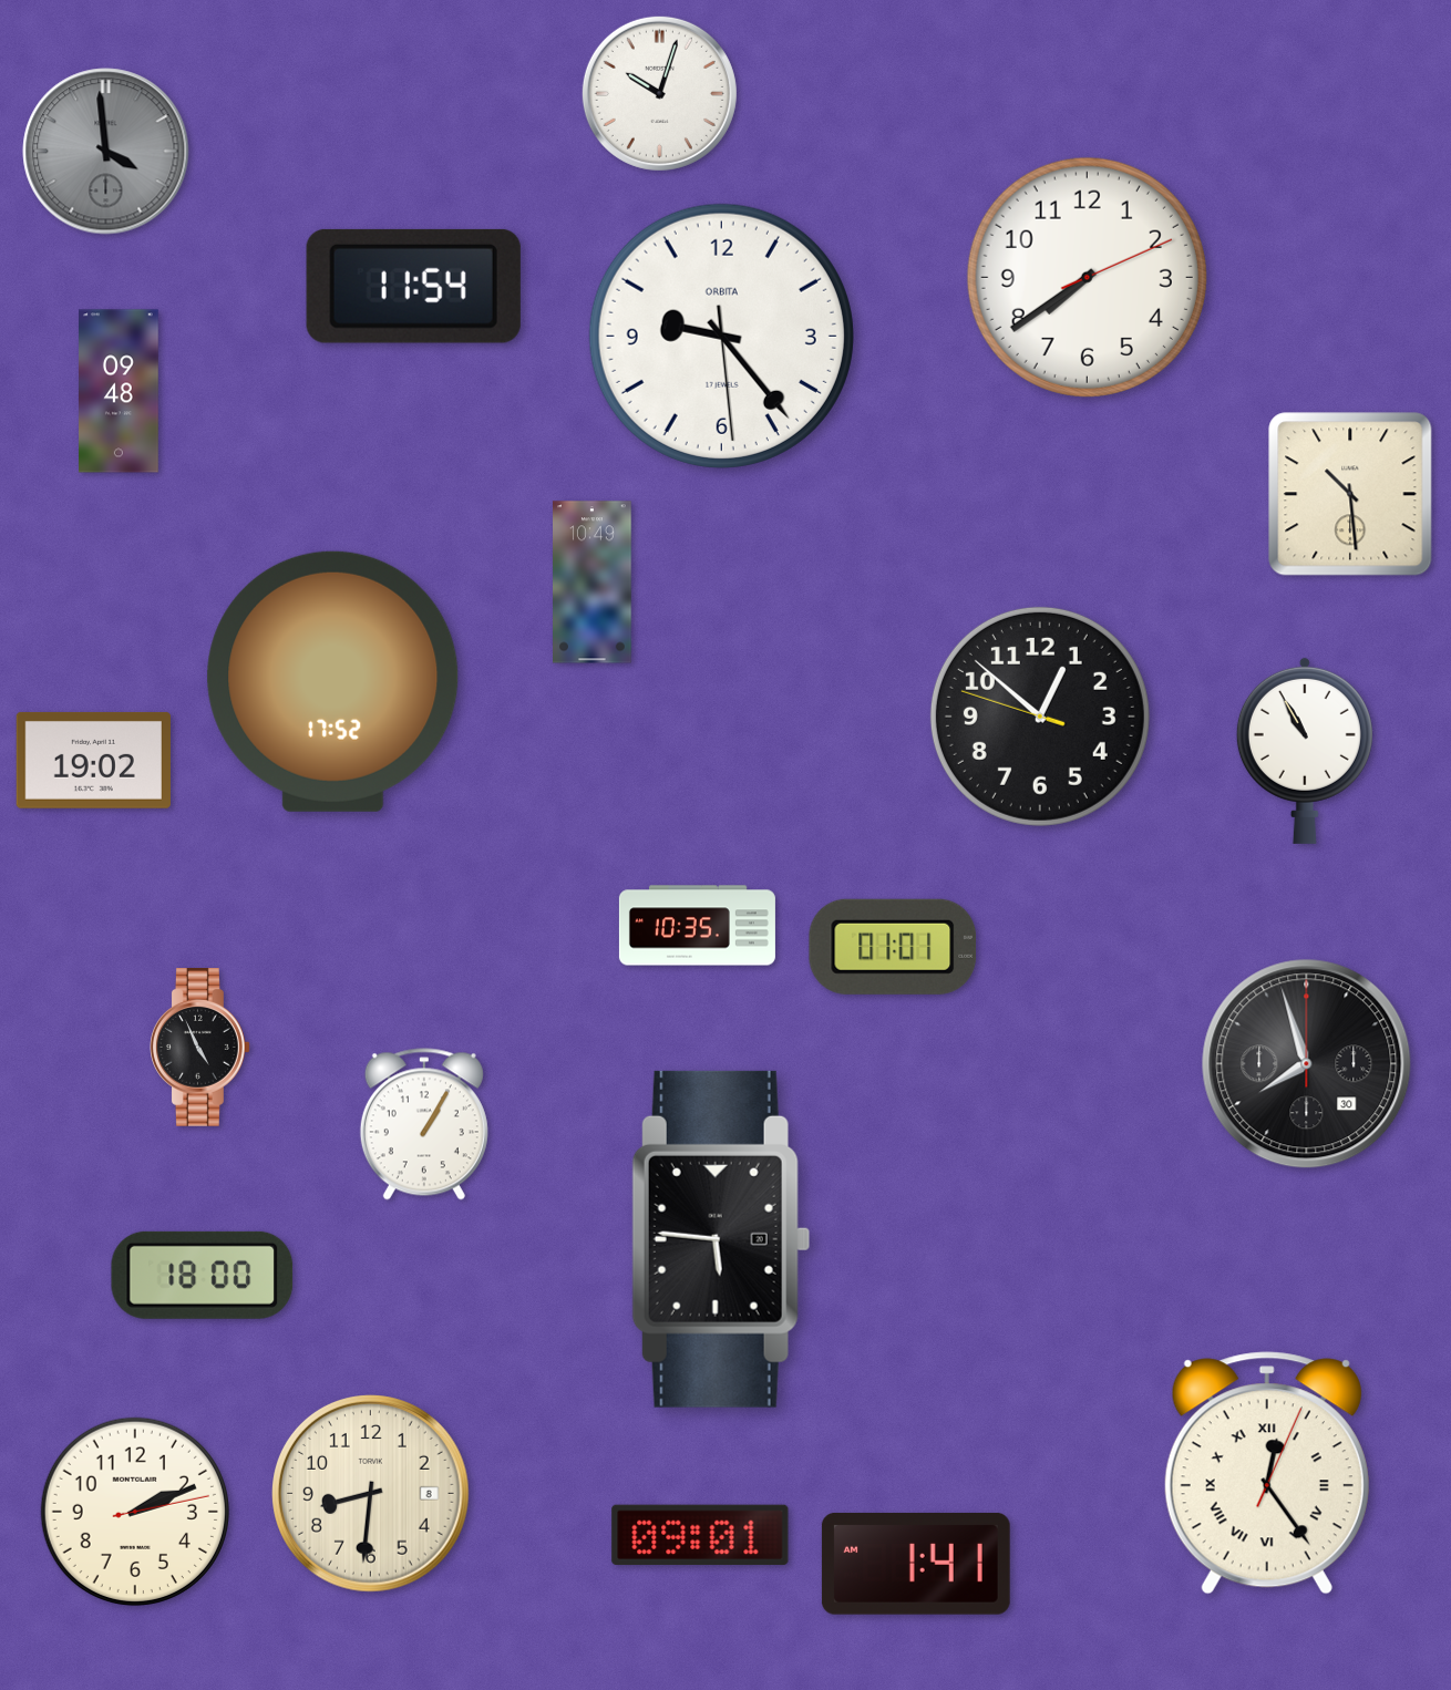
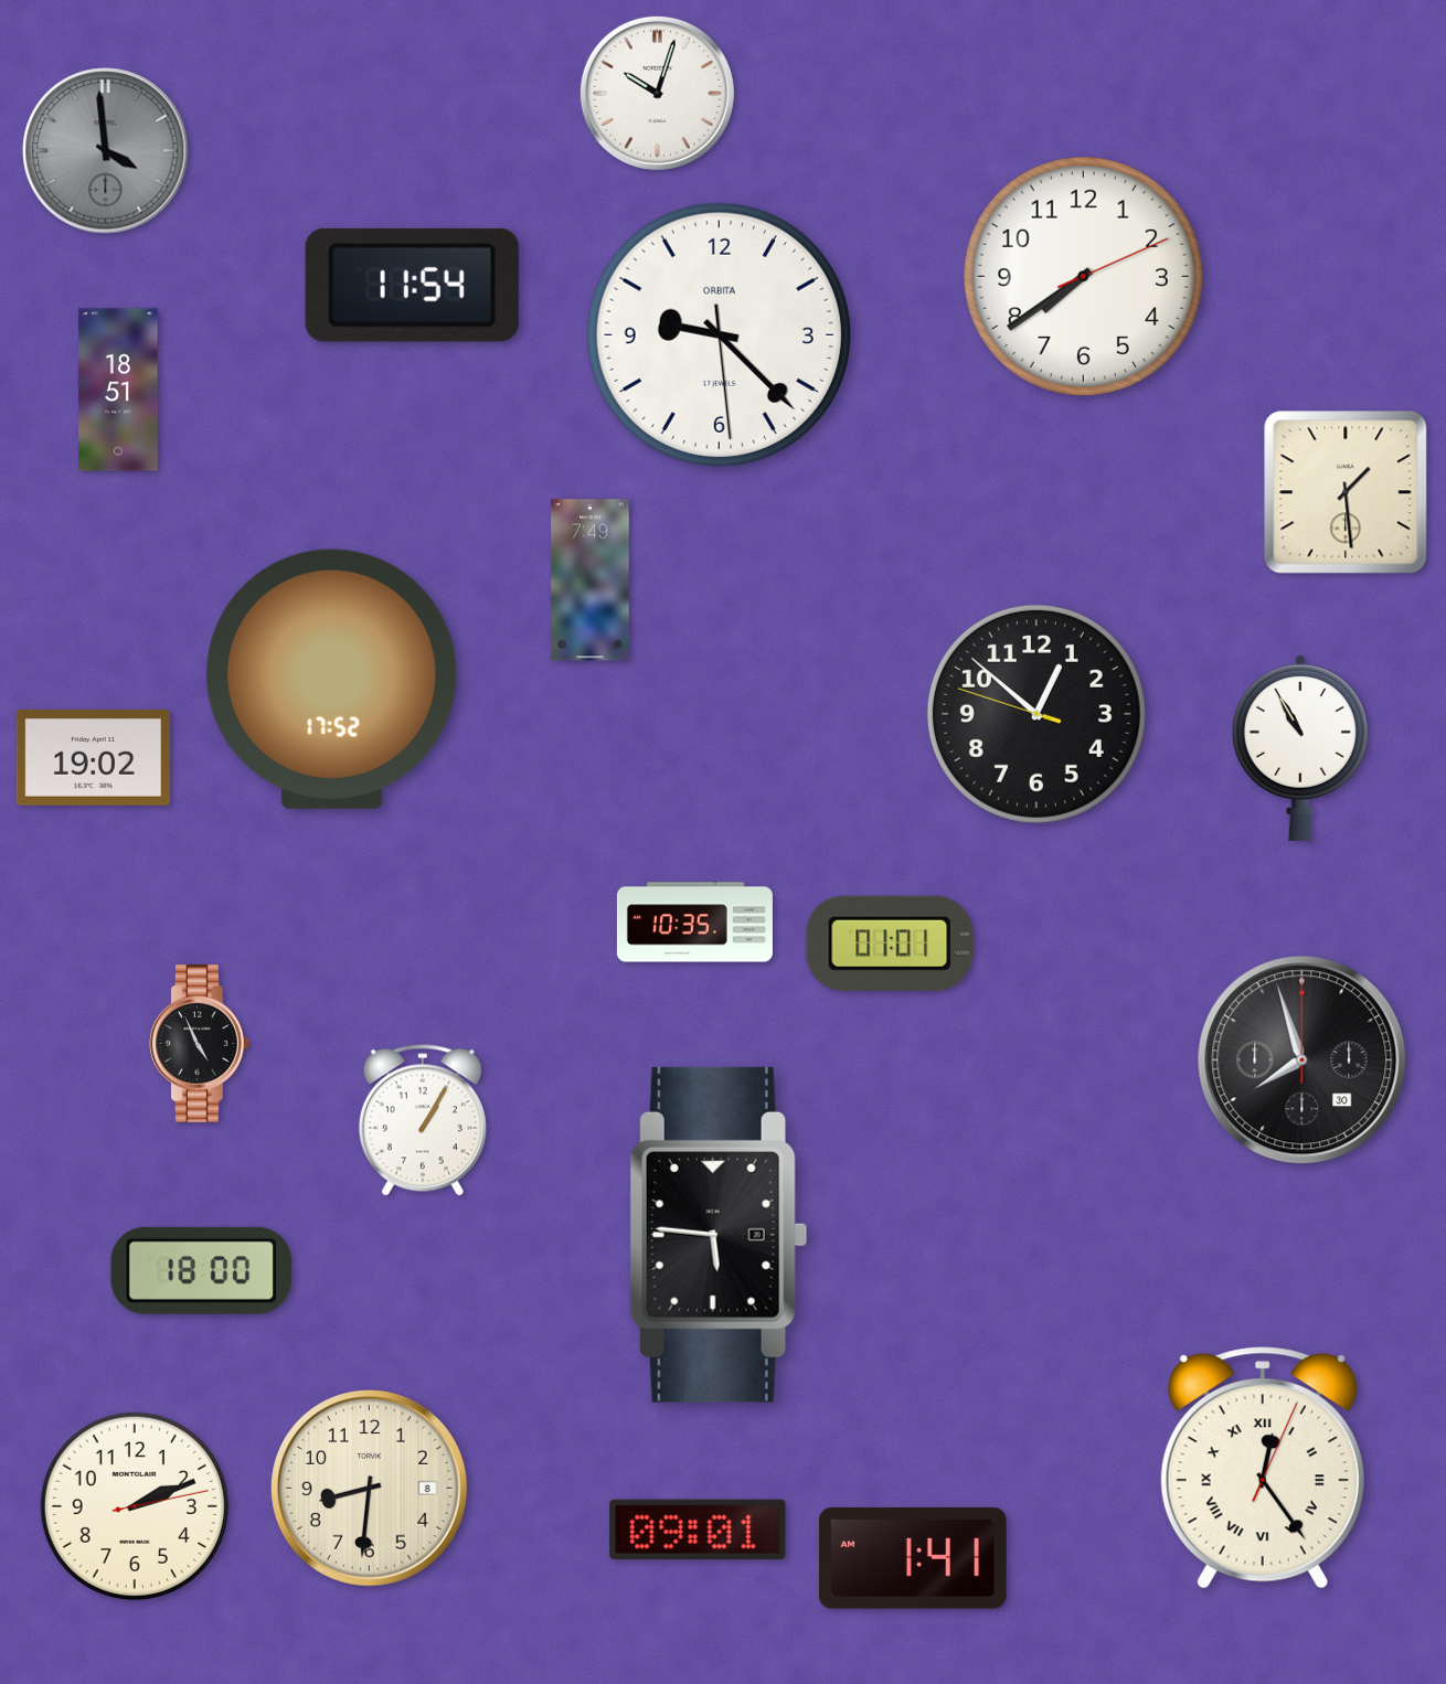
clock at (721, 336): 9:23 -> 9:22
clock at (120, 391): 09:48 -> 18:51
clock at (1350, 494): 10:29 -> 1:29
clock at (593, 583): 10:49 -> 7:49
